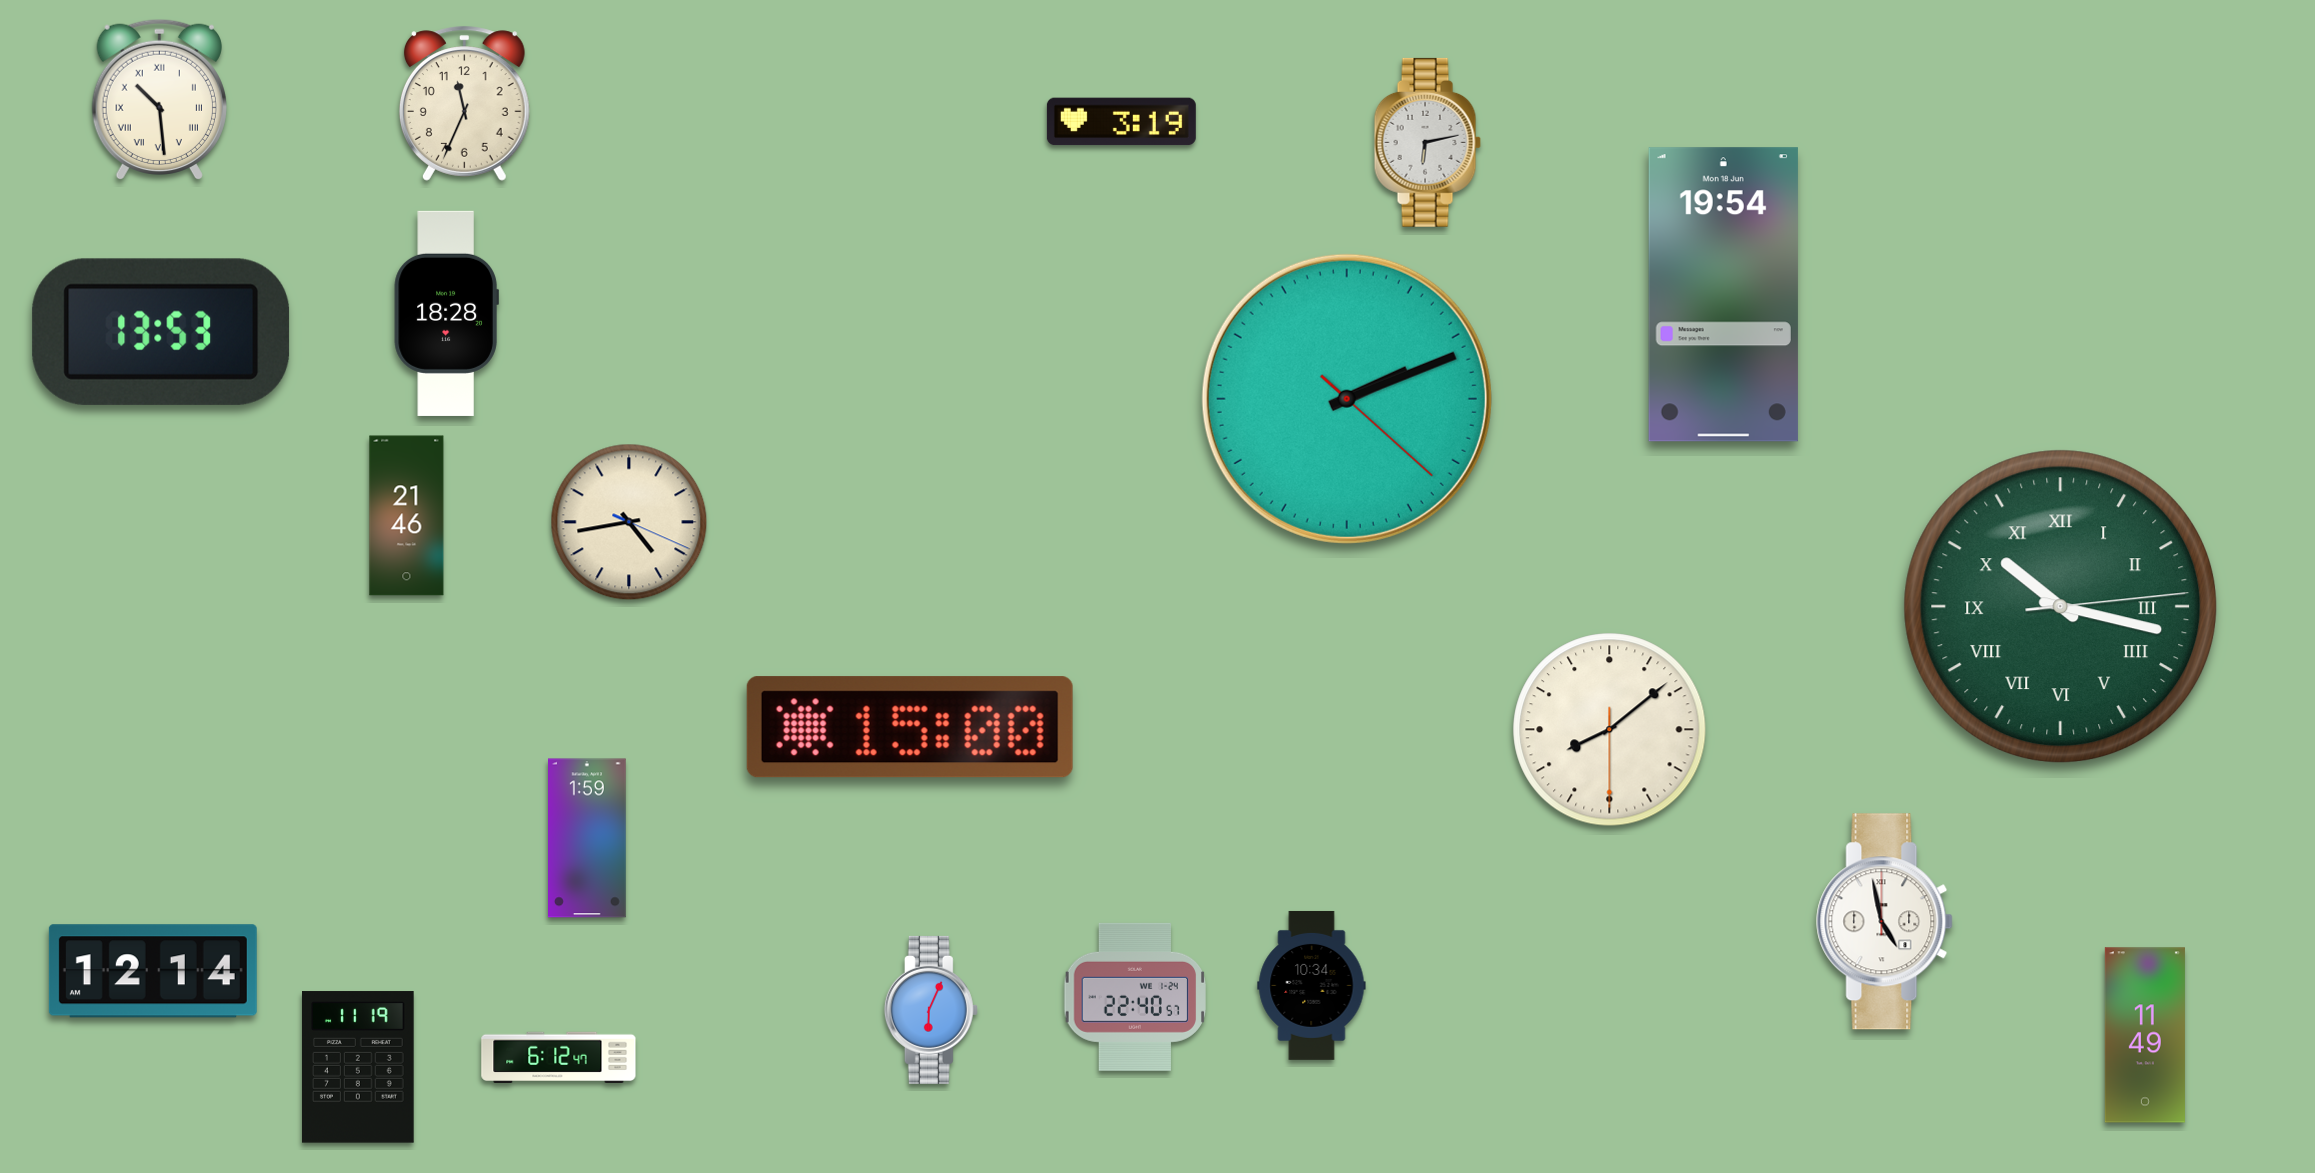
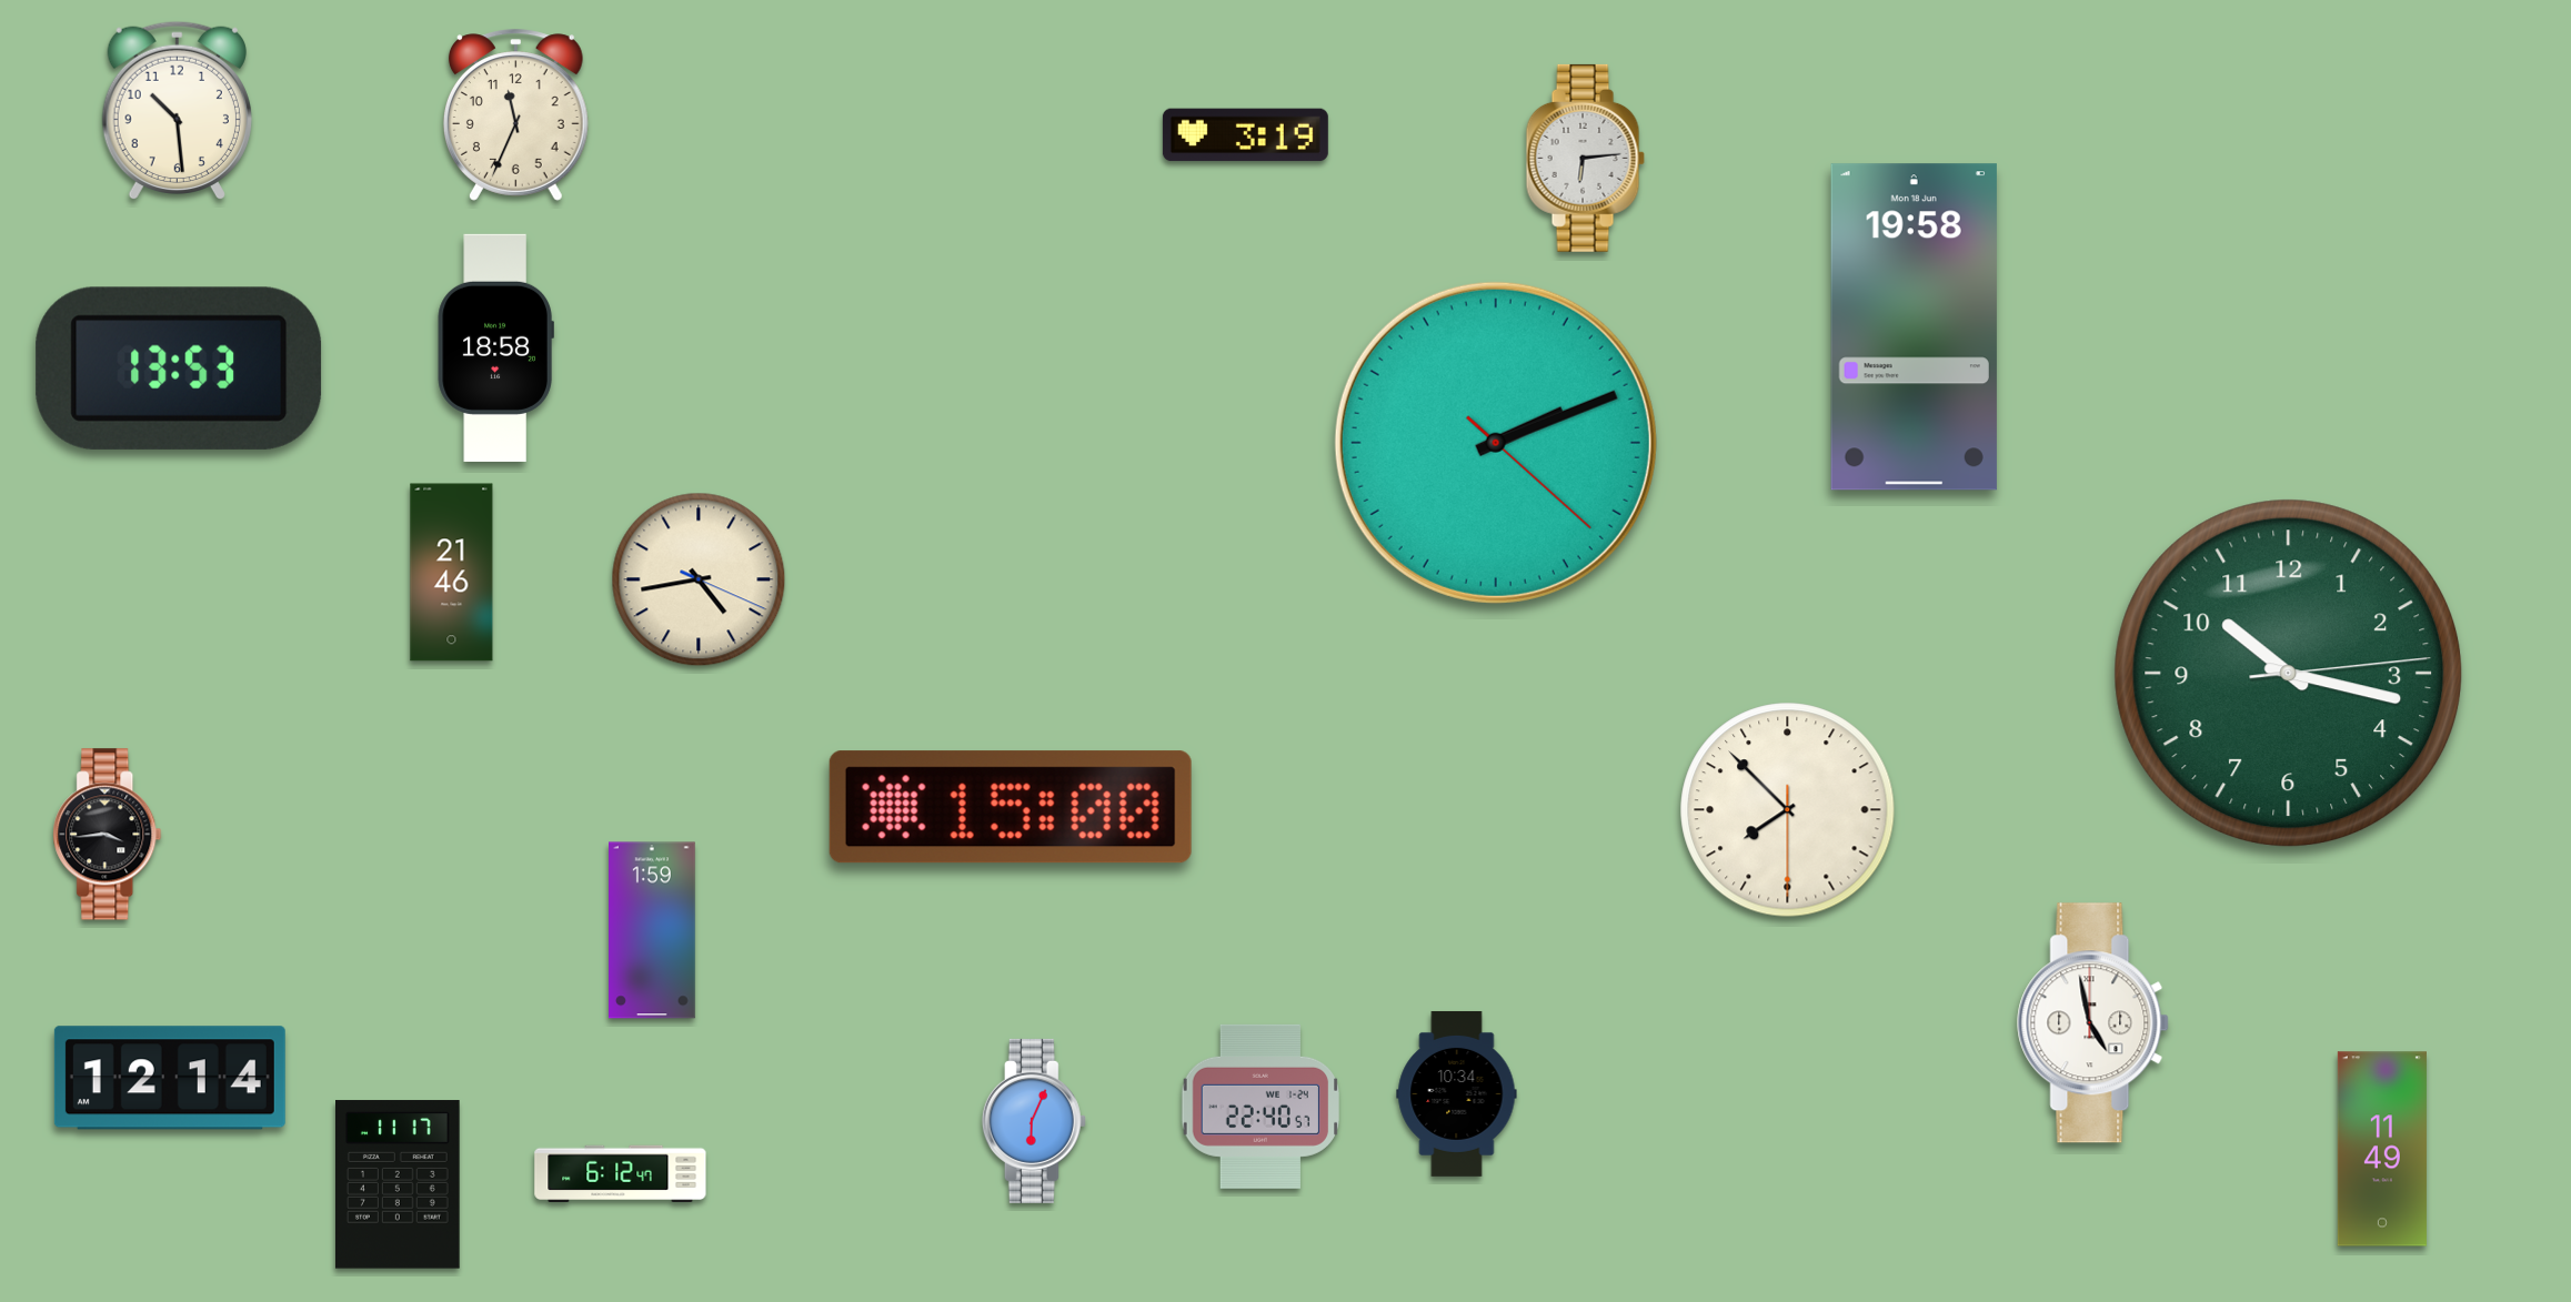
clock at (159, 100) numerals: Roman -> Arabic
clock at (1427, 142): 6:13 -> 6:14
clock at (1723, 295): 19:54 -> 19:58
clock at (446, 313): 18:28 -> 18:58
clock at (2061, 607) numerals: Roman -> Arabic
clock at (1610, 730): 8:08 -> 7:52
clock at (108, 835): none -> 3:44
clock at (359, 1067): 11:19 -> 11:17
